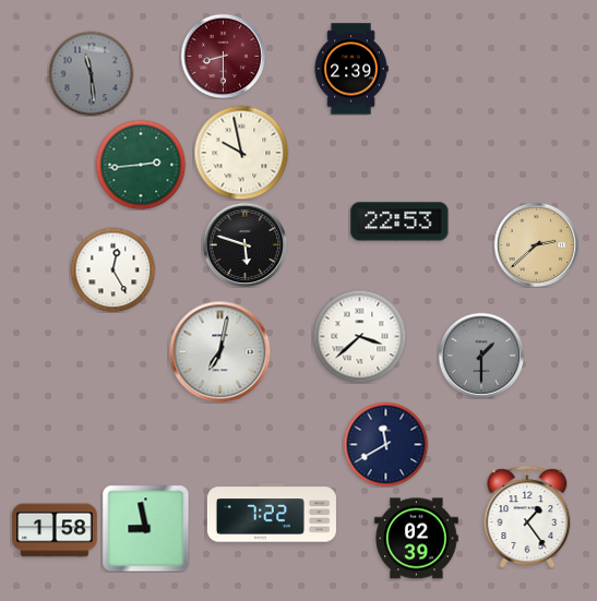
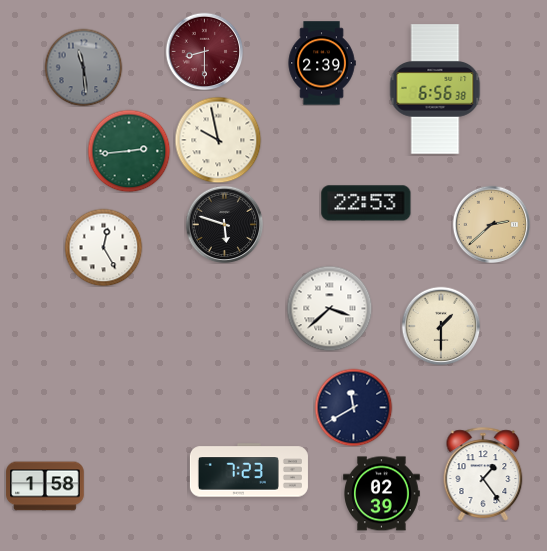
clock at (435, 89): none -> 6:56
clock at (241, 153) position: (241, 153) -> (218, 140)
clock at (219, 351): 7:02 -> none
clock at (481, 356) dial: grey -> cream
clock at (272, 513): 7:22 -> 7:23
clock at (145, 528): 8:58 -> none
clock at (55, 530) position: (55, 530) -> (45, 486)
